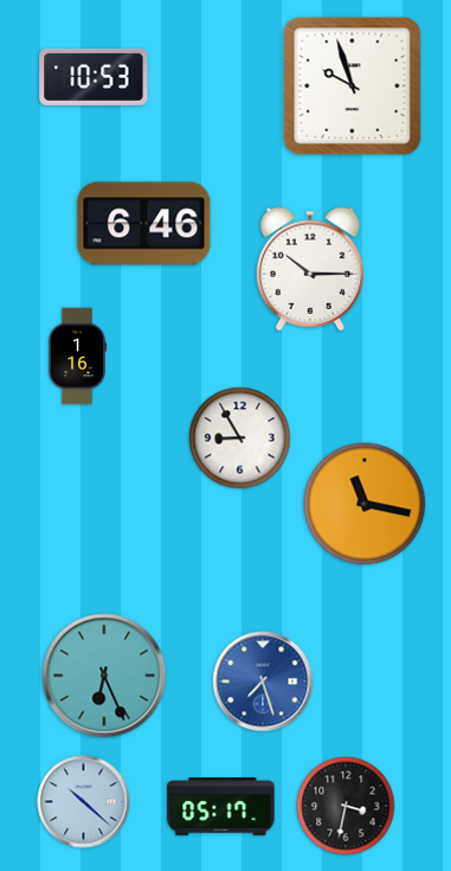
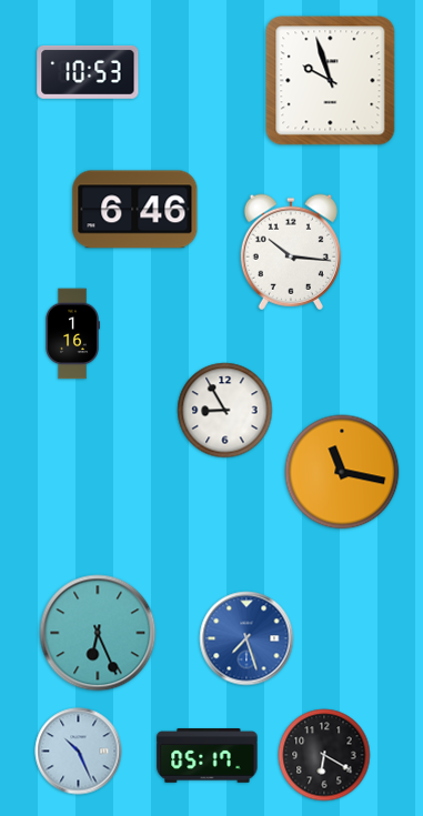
clock at (310, 269): 10:15 -> 10:16
clock at (84, 802): 10:22 -> 10:26
clock at (346, 806): 3:32 -> 6:20
